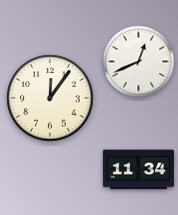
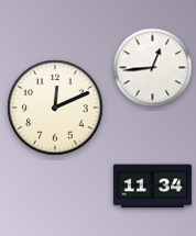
clock at (139, 62): 12:41 -> 12:44
clock at (50, 98): 12:06 -> 12:11
